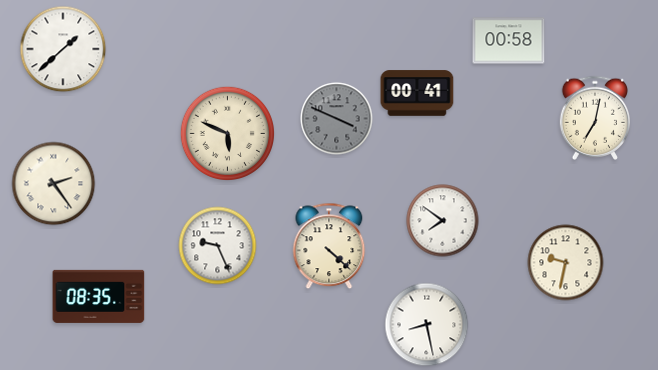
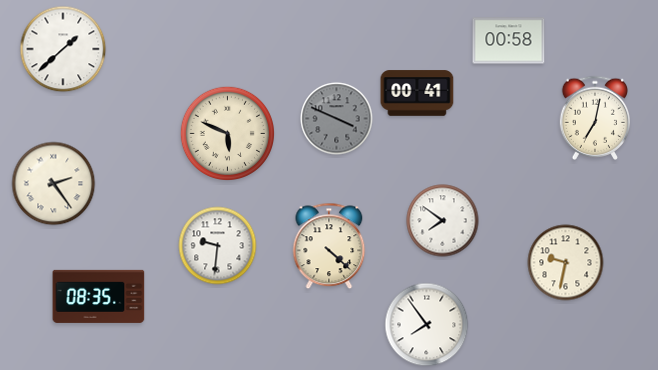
clock at (218, 246): 9:26 -> 9:31
clock at (427, 325): 8:28 -> 7:54
